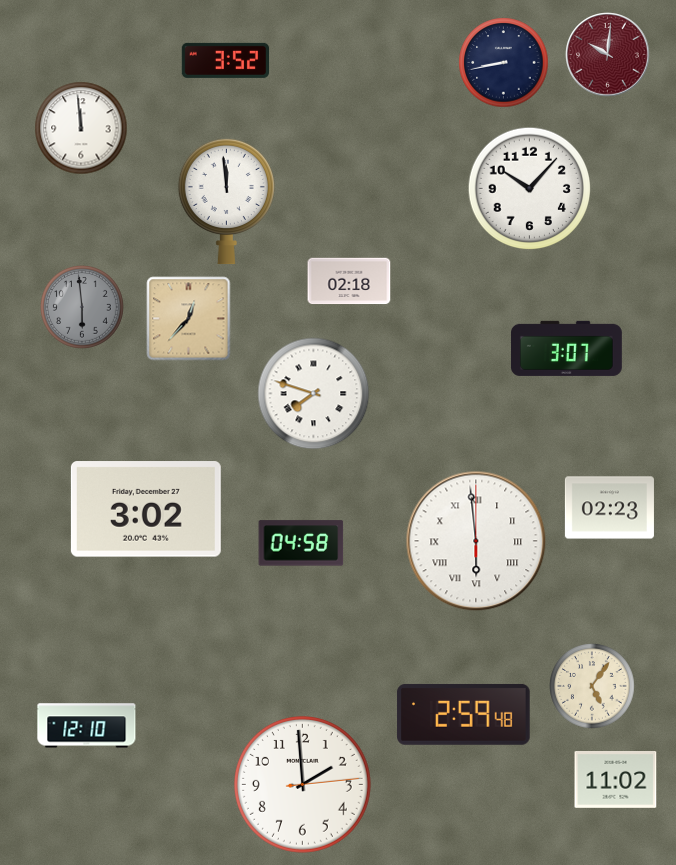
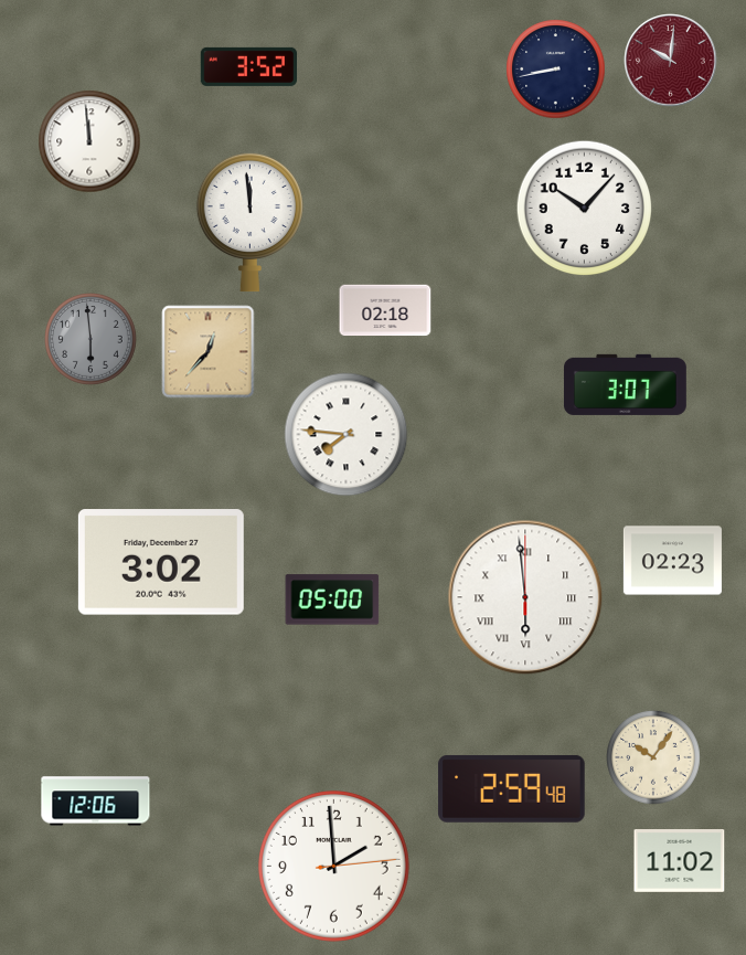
clock at (314, 394): 7:48 -> 7:46
clock at (301, 543): 04:58 -> 05:00
clock at (592, 686): 5:06 -> 10:06
clock at (87, 726): 12:10 -> 12:06
